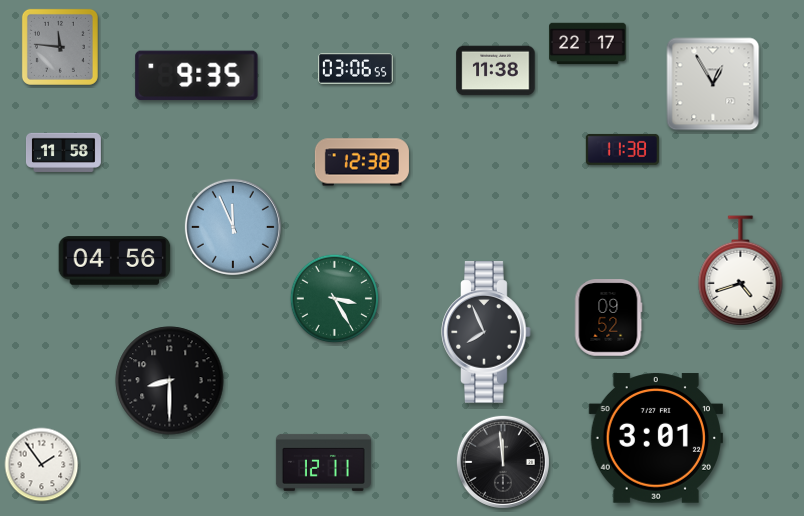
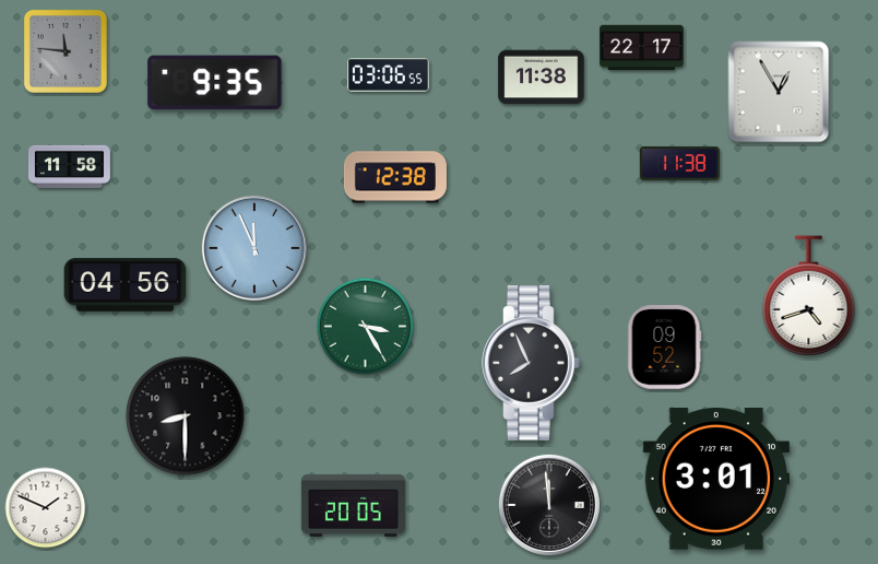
clock at (323, 462): 12:11 -> 20:05
clock at (42, 465): 1:54 -> 1:49
